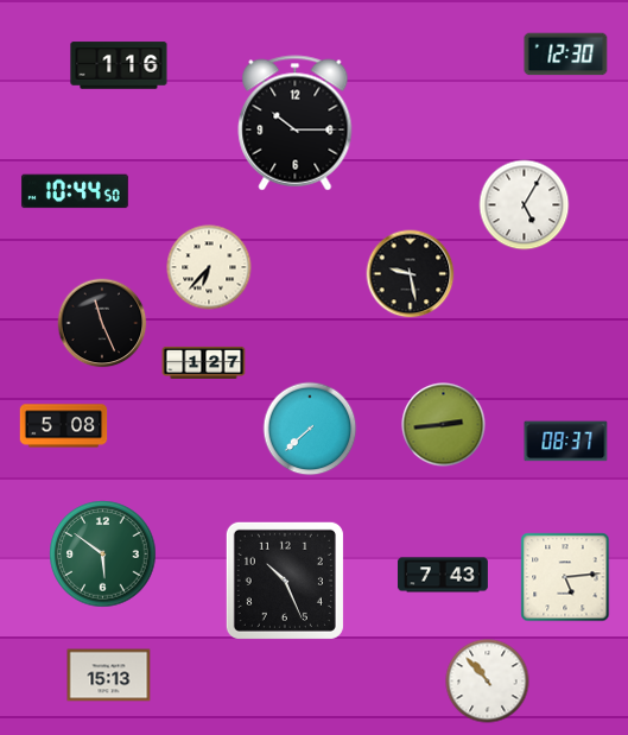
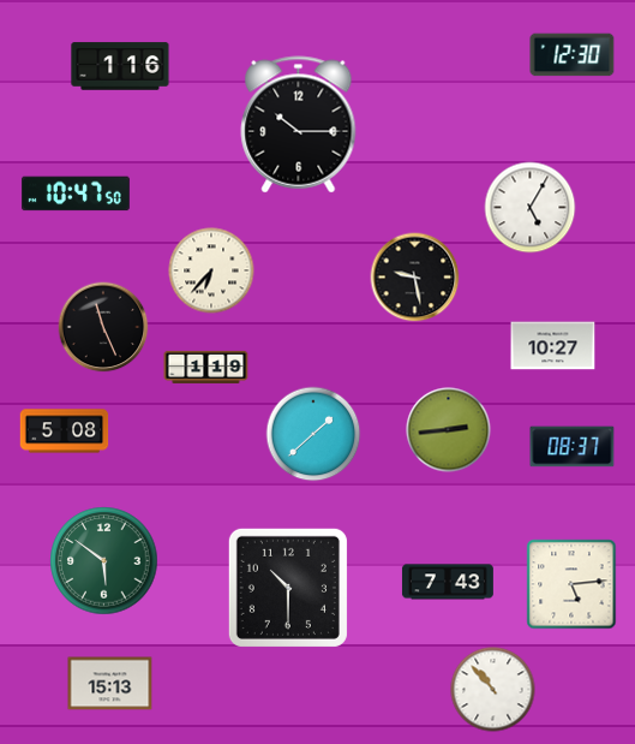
clock at (75, 191): 10:44 -> 10:47
clock at (553, 346): none -> 10:27
clock at (204, 362): 1:27 -> 1:19
clock at (310, 429): 7:38 -> 1:38
clock at (285, 581): 10:26 -> 10:30
